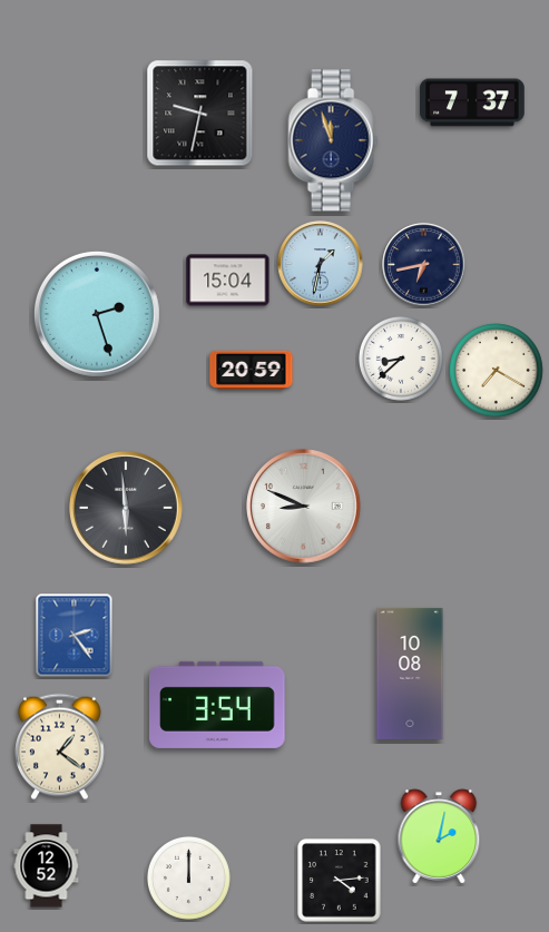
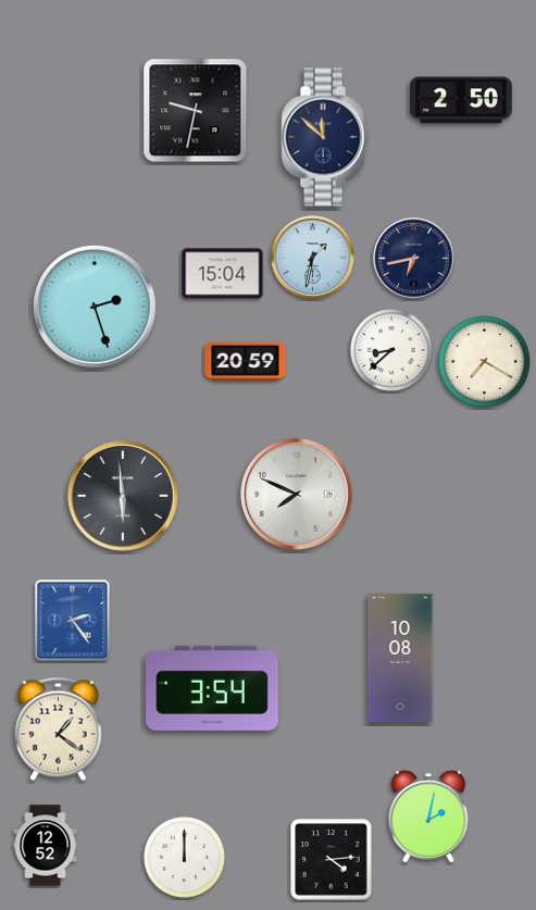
clock at (472, 102): 7:37 -> 2:50
clock at (333, 140): 11:57 -> 11:52
clock at (304, 507): 8:49 -> 7:49
